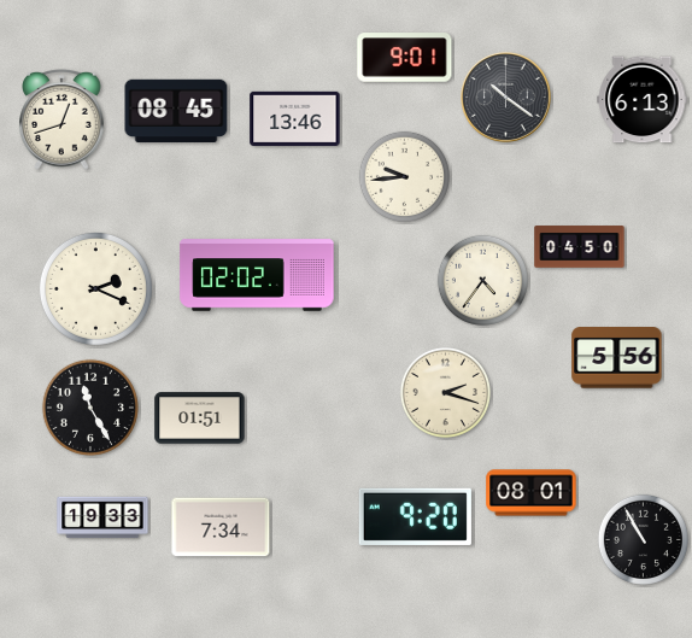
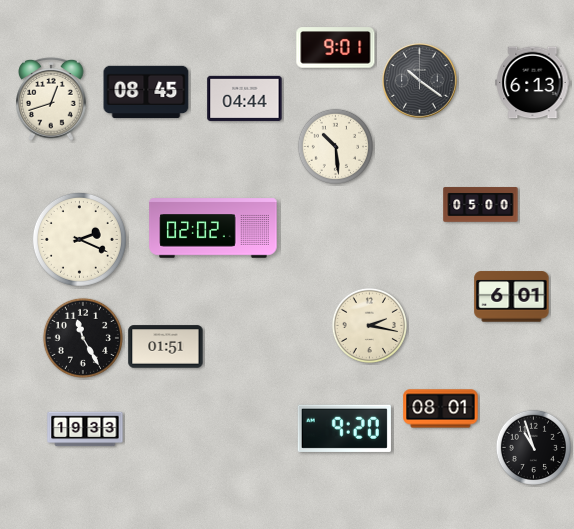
clock at (295, 118): 13:46 -> 04:44
clock at (404, 176): 9:44 -> 10:29
clock at (580, 247): 04:50 -> 05:00
clock at (482, 280): 4:36 -> none
clock at (617, 358): 5:56 -> 6:01
clock at (445, 392): 2:18 -> 2:17
clock at (90, 408) position: (90, 408) -> (83, 338)
clock at (221, 527): 7:34 -> none
clock at (643, 539): 10:55 -> 10:57
